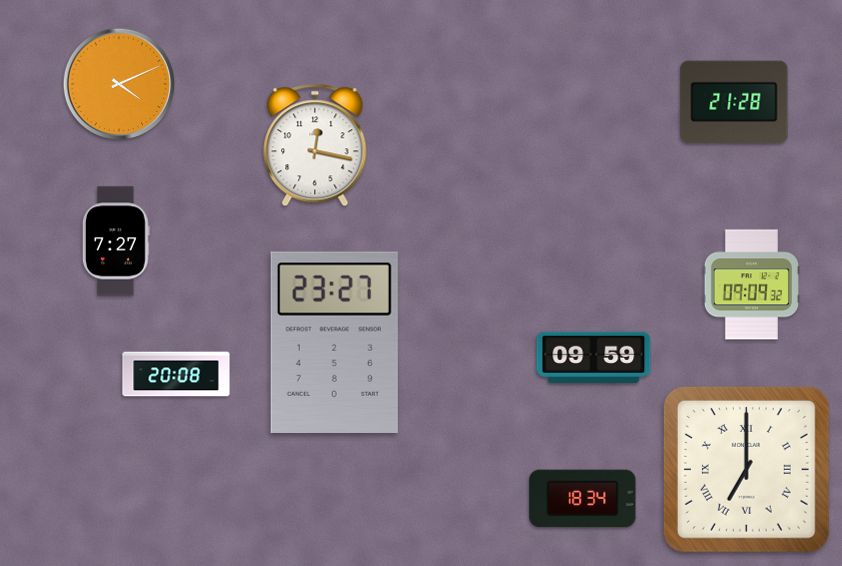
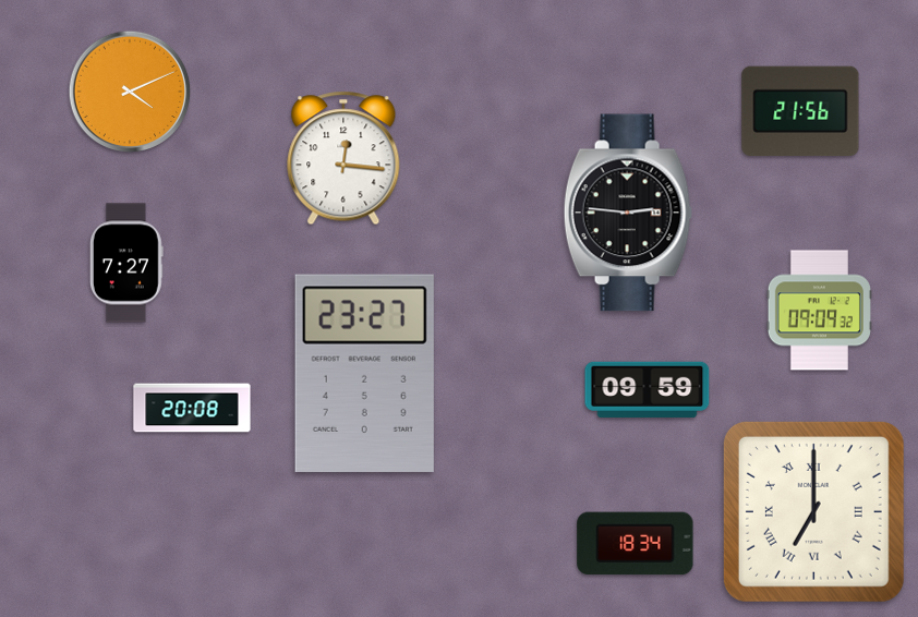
clock at (734, 102): 21:28 -> 21:56
clock at (315, 145): 12:17 -> 12:16
clock at (628, 213): none -> 2:46
